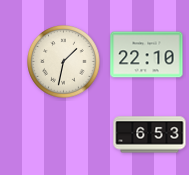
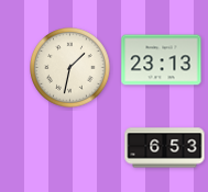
clock at (147, 55): 22:10 -> 23:13
